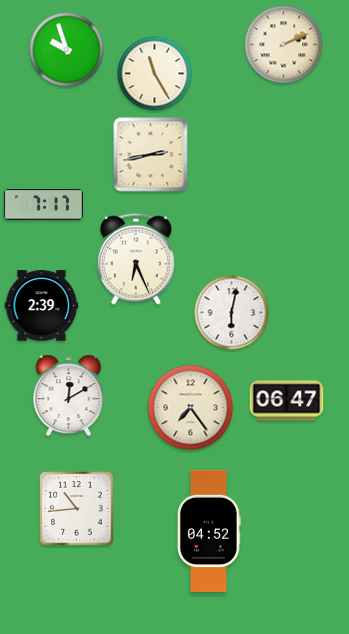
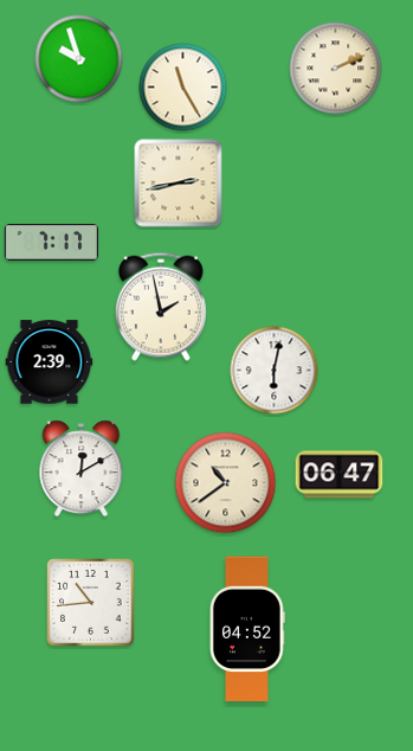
clock at (284, 45) position: (284, 45) -> (336, 69)
clock at (136, 259): 6:26 -> 1:58
clock at (191, 408): 7:24 -> 10:39
